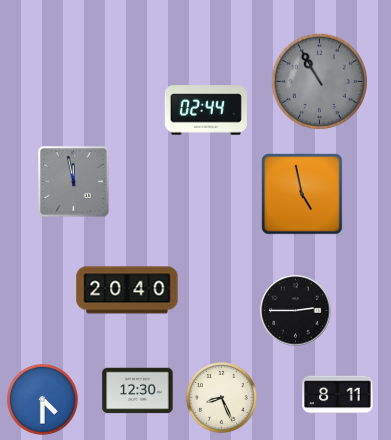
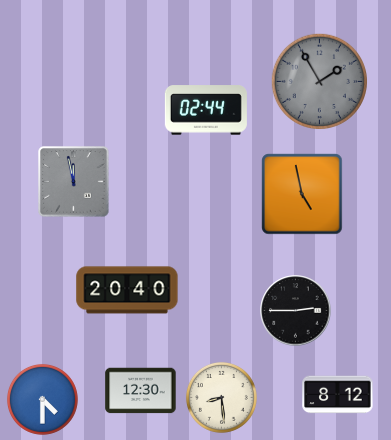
clock at (319, 81): 10:55 -> 1:55
clock at (138, 391) position: (138, 391) -> (141, 391)
clock at (338, 395): 8:11 -> 8:12
clock at (221, 397): 8:26 -> 8:29
